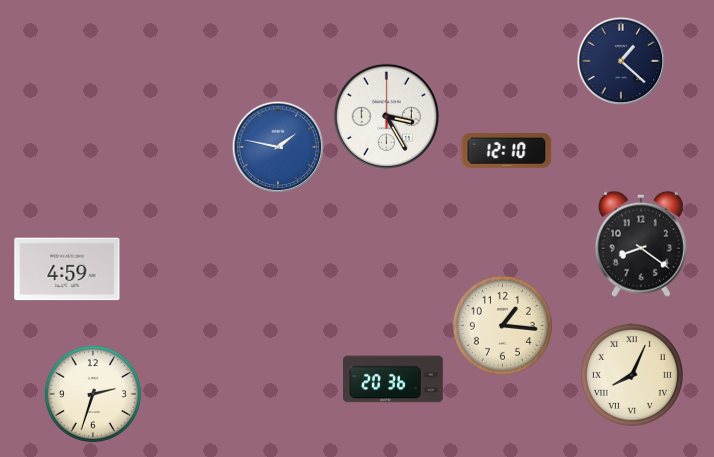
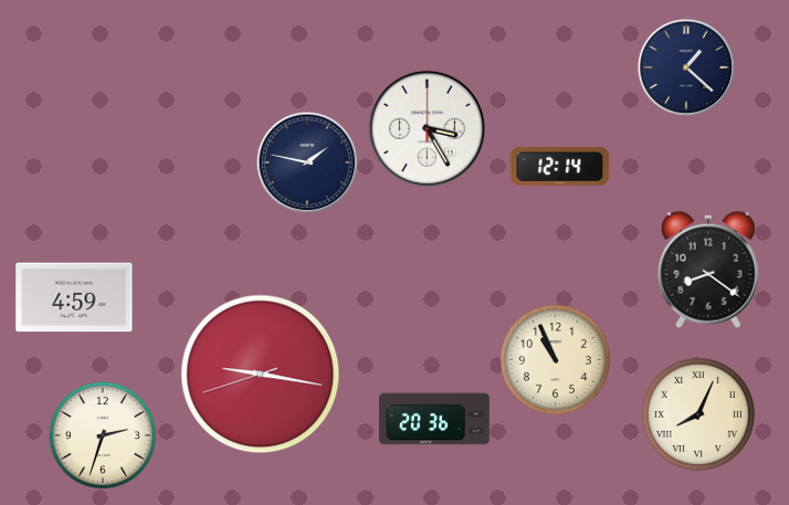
clock at (278, 147) dial: blue -> navy
clock at (507, 151): 12:10 -> 12:14
clock at (502, 325): 1:16 -> 10:56
clock at (261, 375): none -> 9:16
